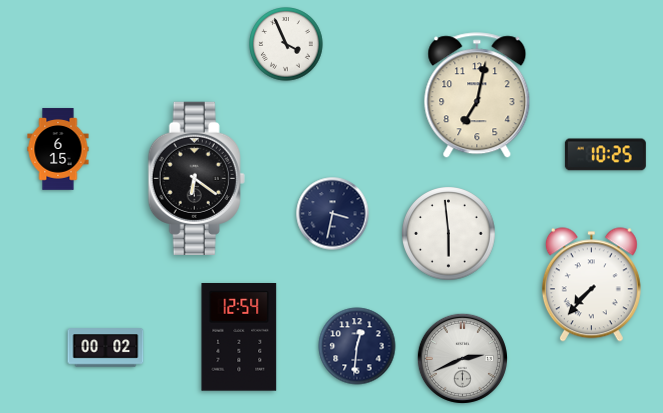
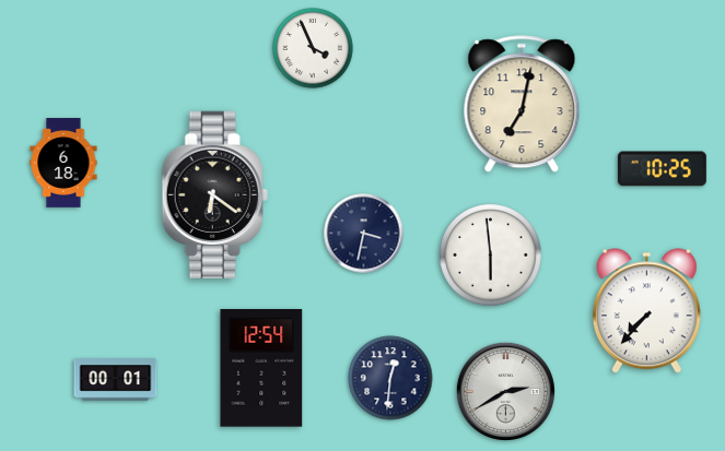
clock at (58, 149): 6:15 -> 6:18
clock at (106, 348): 00:02 -> 00:01
clock at (462, 358): 2:41 -> 2:40
